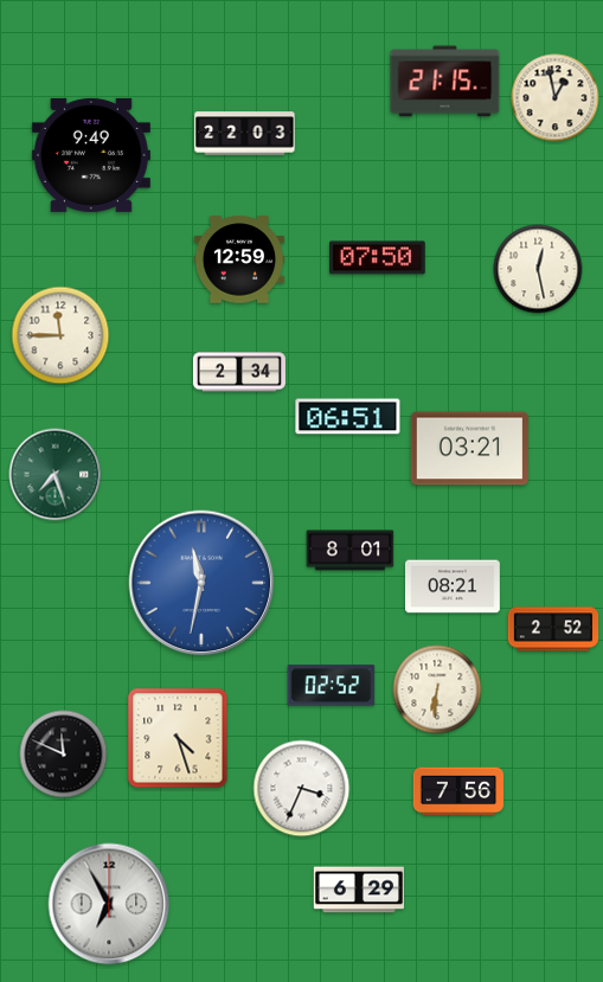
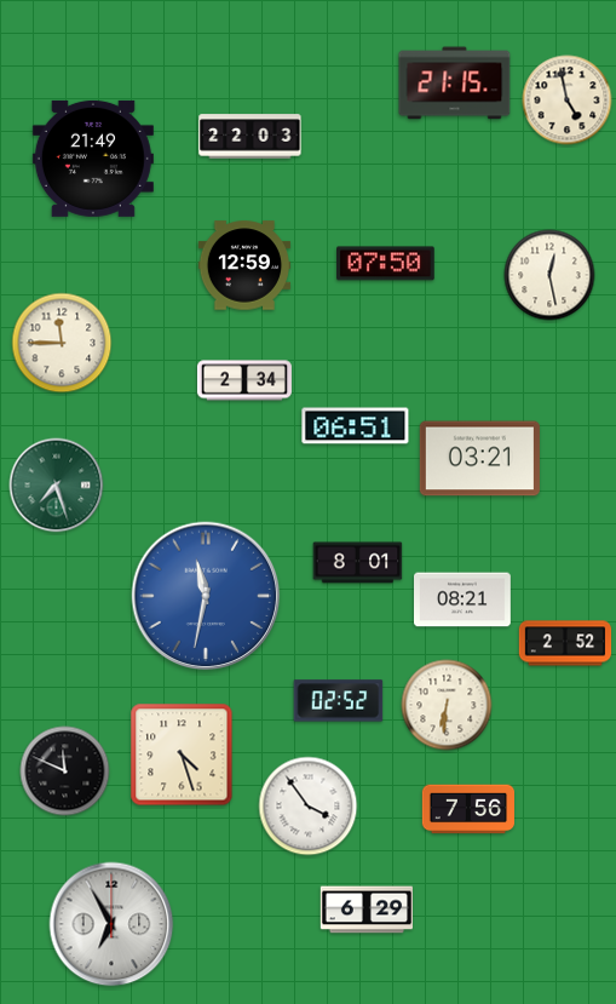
clock at (556, 98): 12:58 -> 4:58
clock at (91, 155): 9:49 -> 21:49
clock at (302, 789): 3:34 -> 3:54
